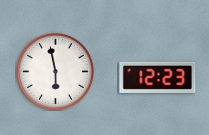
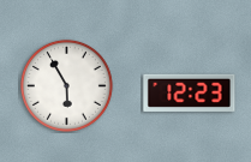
clock at (55, 71): 5:58 -> 5:55
